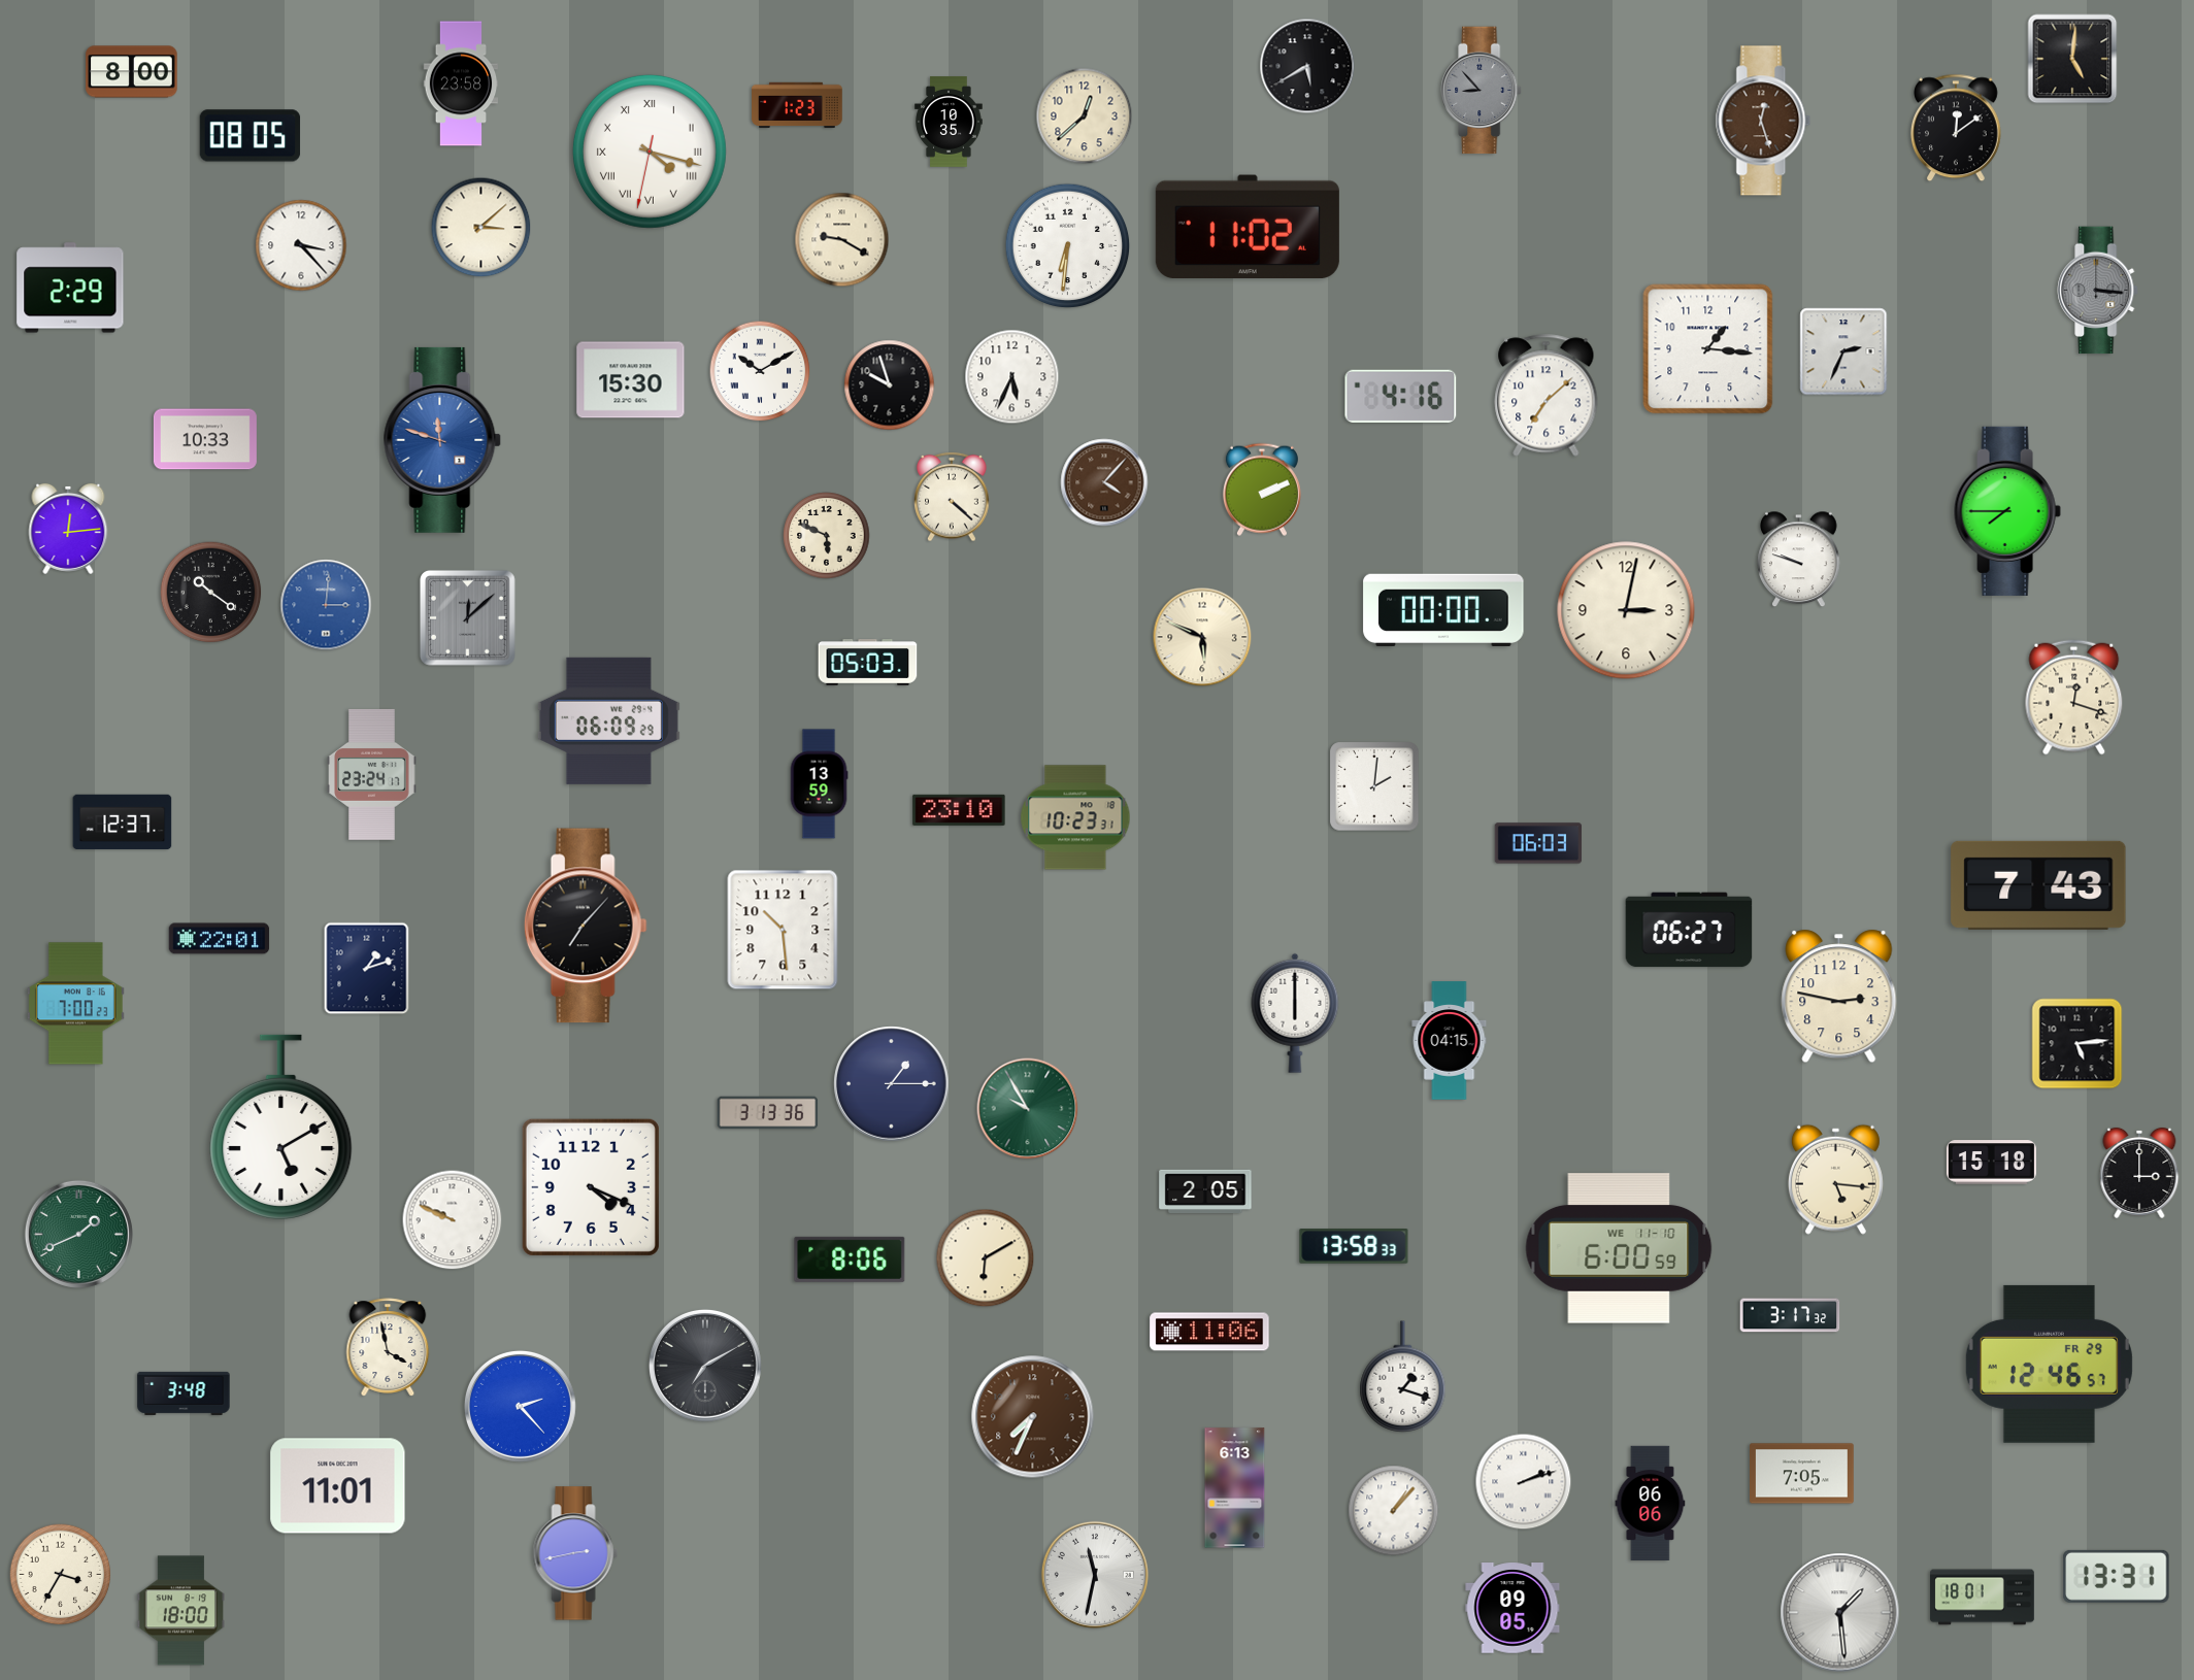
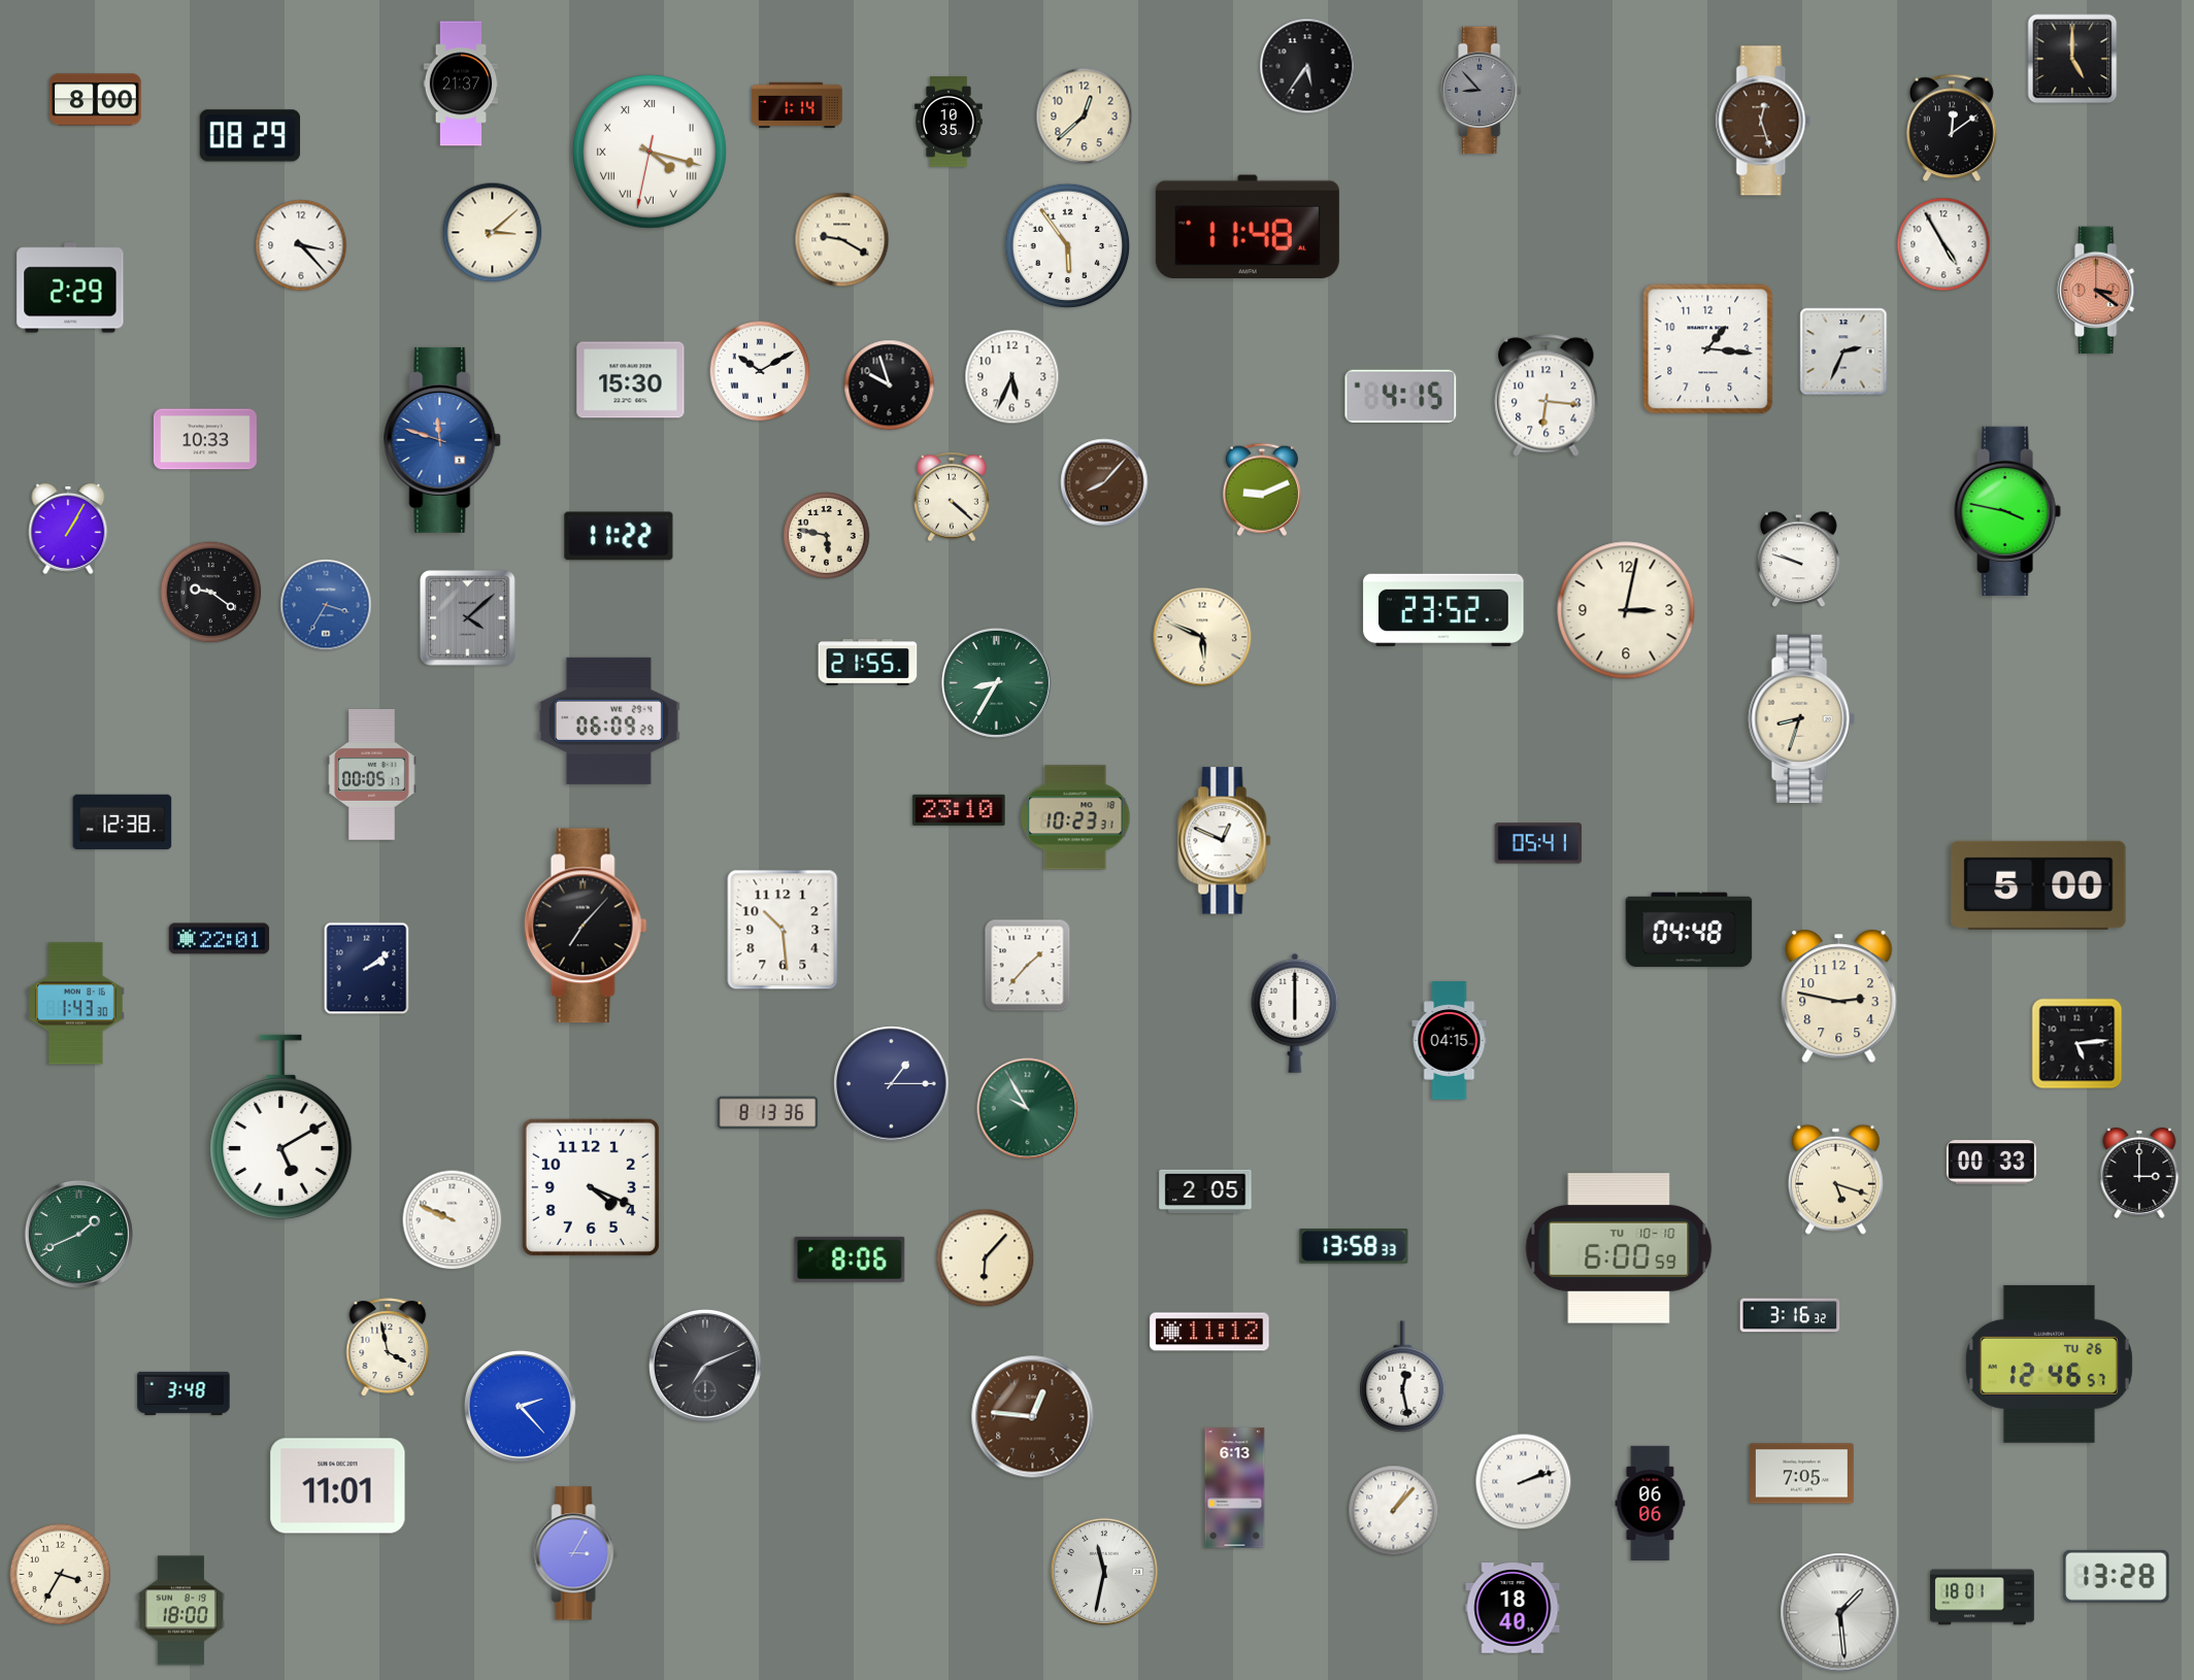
clock at (2072, 59): 5:01 -> 5:00
clock at (1307, 66): 5:40 -> 5:36
clock at (132, 72) position: (132, 72) -> (96, 100)
clock at (461, 83): 23:58 -> 21:37
clock at (797, 105): 1:23 -> 1:14
clock at (1956, 128) position: (1956, 128) -> (1952, 128)
clock at (251, 136): 08:05 -> 08:29
clock at (1248, 227): 11:02 -> 11:48
clock at (481, 228) position: (481, 228) -> (493, 233)
clock at (1943, 244): none -> 4:55
clock at (1068, 246): 6:31 -> 5:54
clock at (2098, 291): 3:16 -> 3:21
clock at (2098, 291) dial: grey -> salmon
clock at (1401, 396): 4:16 -> 4:15
clock at (1547, 396): 7:08 -> 6:16
clock at (1104, 482): 4:07 -> 8:07
clock at (1262, 490): 2:11 -> 9:11
clock at (2007, 511): 7:45 -> 3:47
clock at (68, 529): 12:14 -> 1:05
clock at (619, 536): none -> 11:22
clock at (827, 536): 5:49 -> 5:47
clock at (211, 593): 10:21 -> 9:21
clock at (326, 605): 3:01 -> 3:35
clock at (1443, 610): 00:00 -> 23:52
clock at (467, 617): 12:08 -> 4:08
clock at (868, 663): 05:03 -> 21:55
clock at (996, 682): none -> 8:35
clock at (2074, 698): 12:18 -> none
clock at (1801, 718): none -> 8:33
clock at (372, 774): 23:24 -> 00:05
clock at (819, 784): 13:59 -> none
clock at (1374, 786): 2:01 -> none
clock at (123, 822): 12:37 -> 12:38
clock at (1225, 841): none -> 12:49
clock at (1538, 843): 06:03 -> 05:41
clock at (2038, 885): 7:43 -> 5:00
clock at (1689, 930): 06:27 -> 04:48
clock at (1028, 966): none -> 1:37
clock at (367, 969): 1:12 -> 2:09
clock at (75, 1004): 7:00 -> 1:43
clock at (768, 1113): 3:13 -> 8:13
clock at (1991, 1163): 15:18 -> 00:33
clock at (1835, 1179): 5:16 -> 5:18
clock at (1619, 1248) date: WE 11-10 -> TU 10-10
clock at (986, 1258): 6:10 -> 6:07
clock at (1790, 1315): 3:17 -> 3:16
clock at (1209, 1332): 11:06 -> 11:12
clock at (2049, 1364) date: FR 29 -> TU 26
clock at (705, 1366): 7:10 -> 7:11
clock at (1403, 1377): 1:18 -> 12:28
clock at (1033, 1417): 7:34 -> 12:46
clock at (575, 1553): 2:43 -> 3:05
clock at (1095, 1575) position: (1095, 1575) -> (1104, 1572)
clock at (2117, 1576): 13:31 -> 13:28
clock at (1512, 1608): 09:05 -> 18:40
